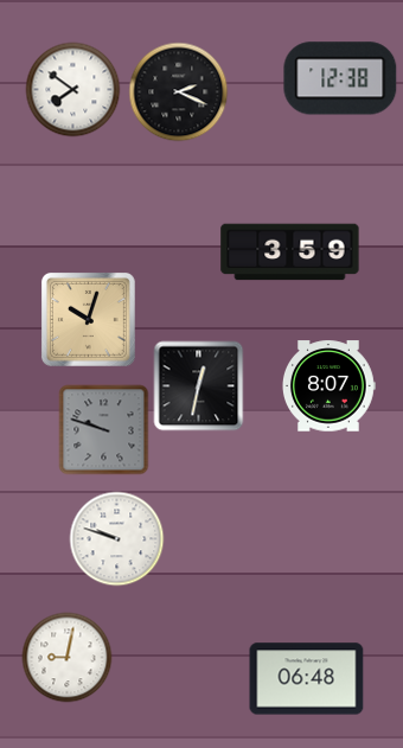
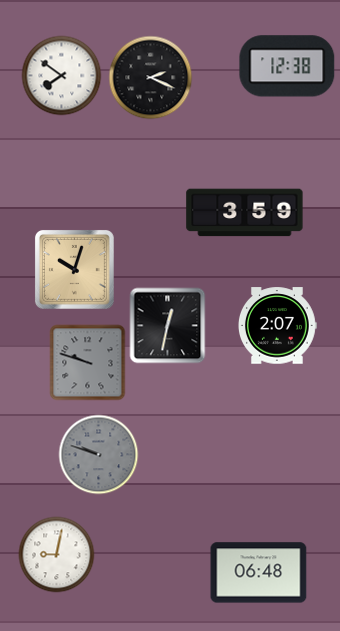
clock at (330, 386): 8:07 -> 2:07
clock at (117, 539) dial: white -> grey
